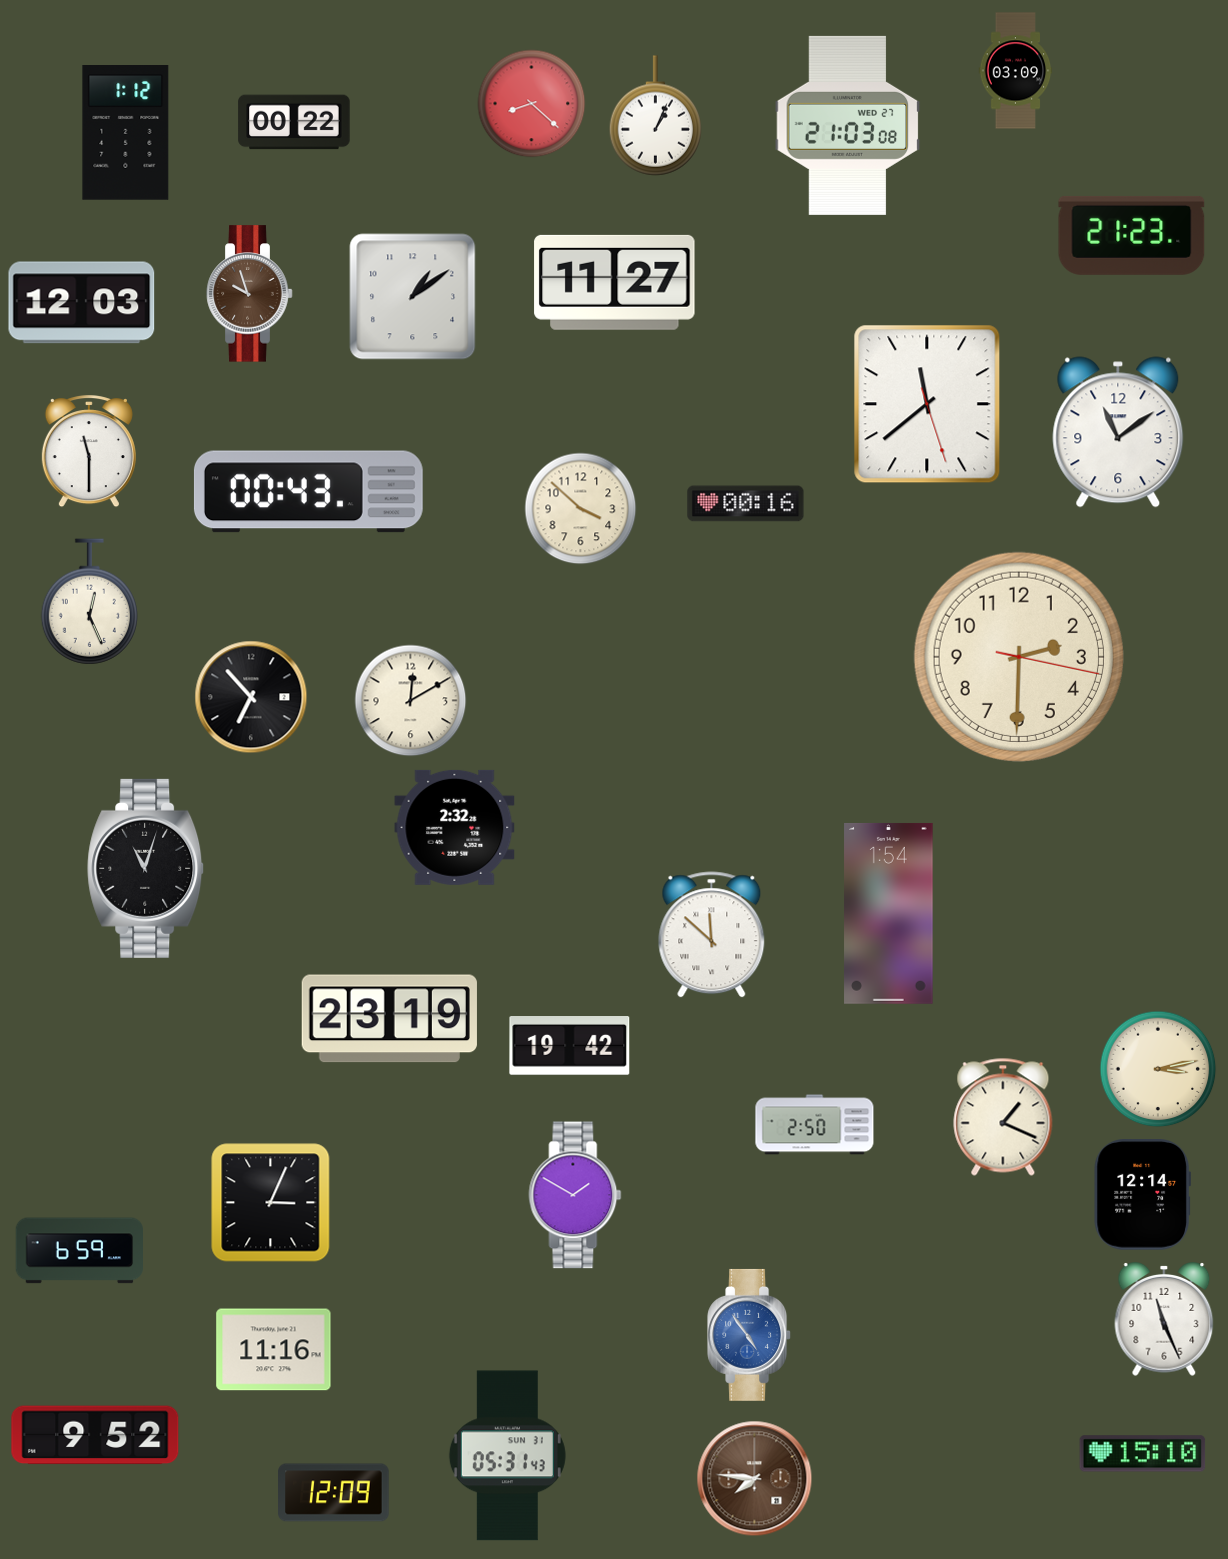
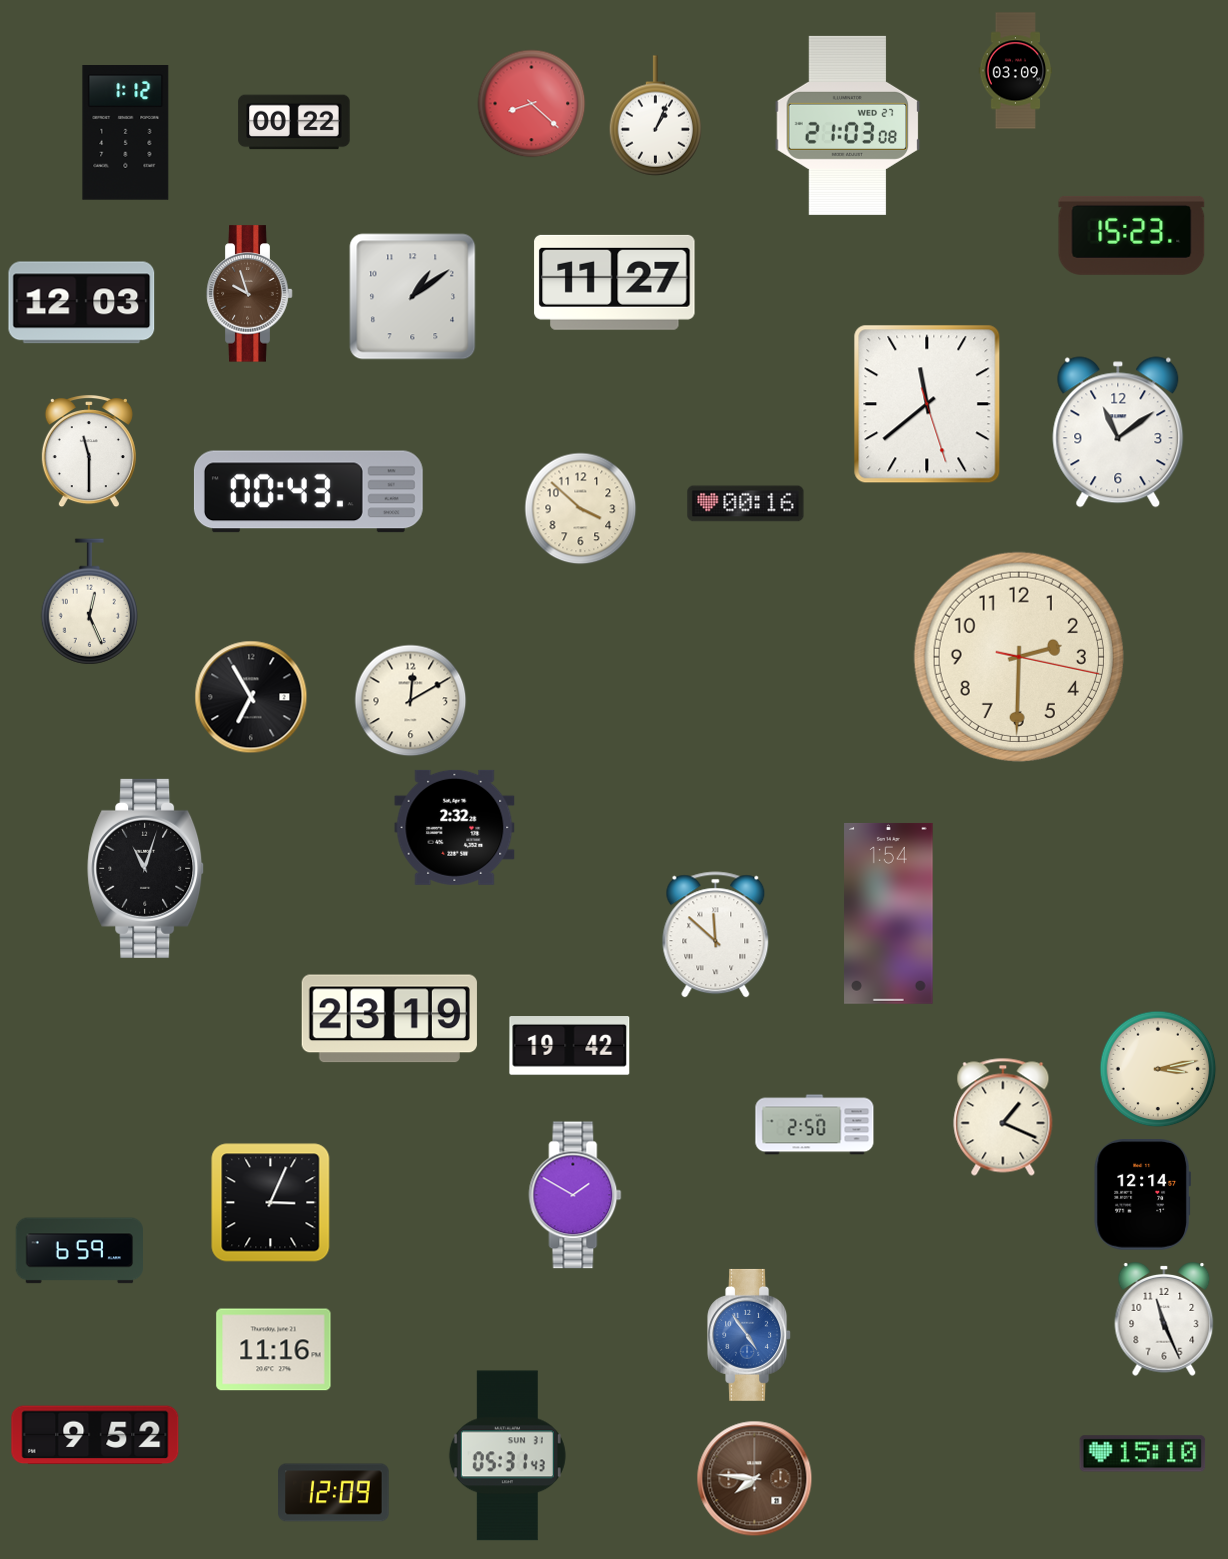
clock at (1132, 235): 21:23 -> 15:23
clock at (251, 697): 6:53 -> 6:55
clock at (712, 935) position: (712, 935) -> (716, 935)
